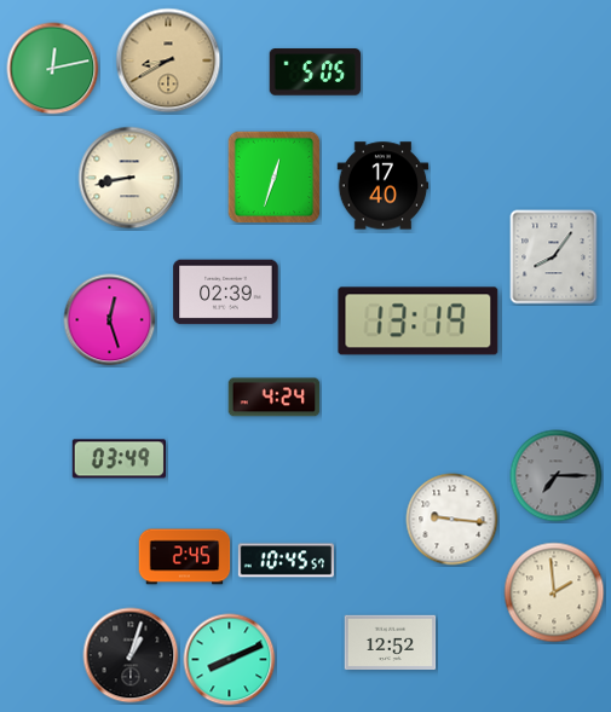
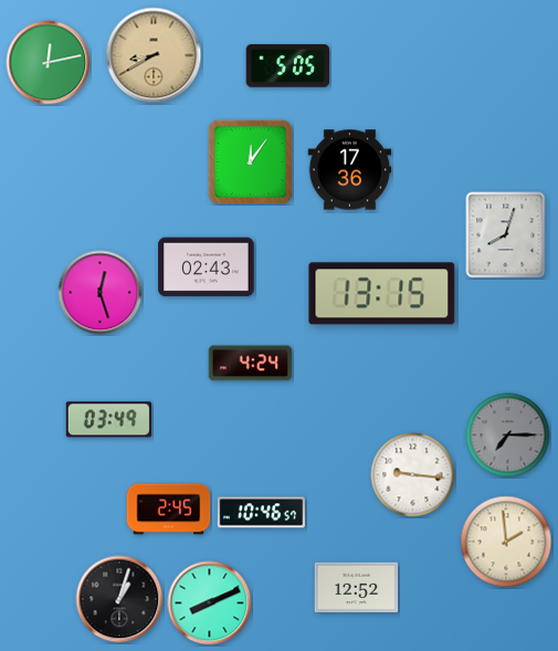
clock at (273, 176): 12:33 -> 12:06
clock at (129, 178): 8:43 -> none
clock at (384, 186): 17:40 -> 17:36
clock at (554, 257): 8:06 -> 8:03
clock at (226, 293): 02:39 -> 02:43
clock at (419, 322): 13:19 -> 13:15
clock at (286, 561): 10:45 -> 10:46
